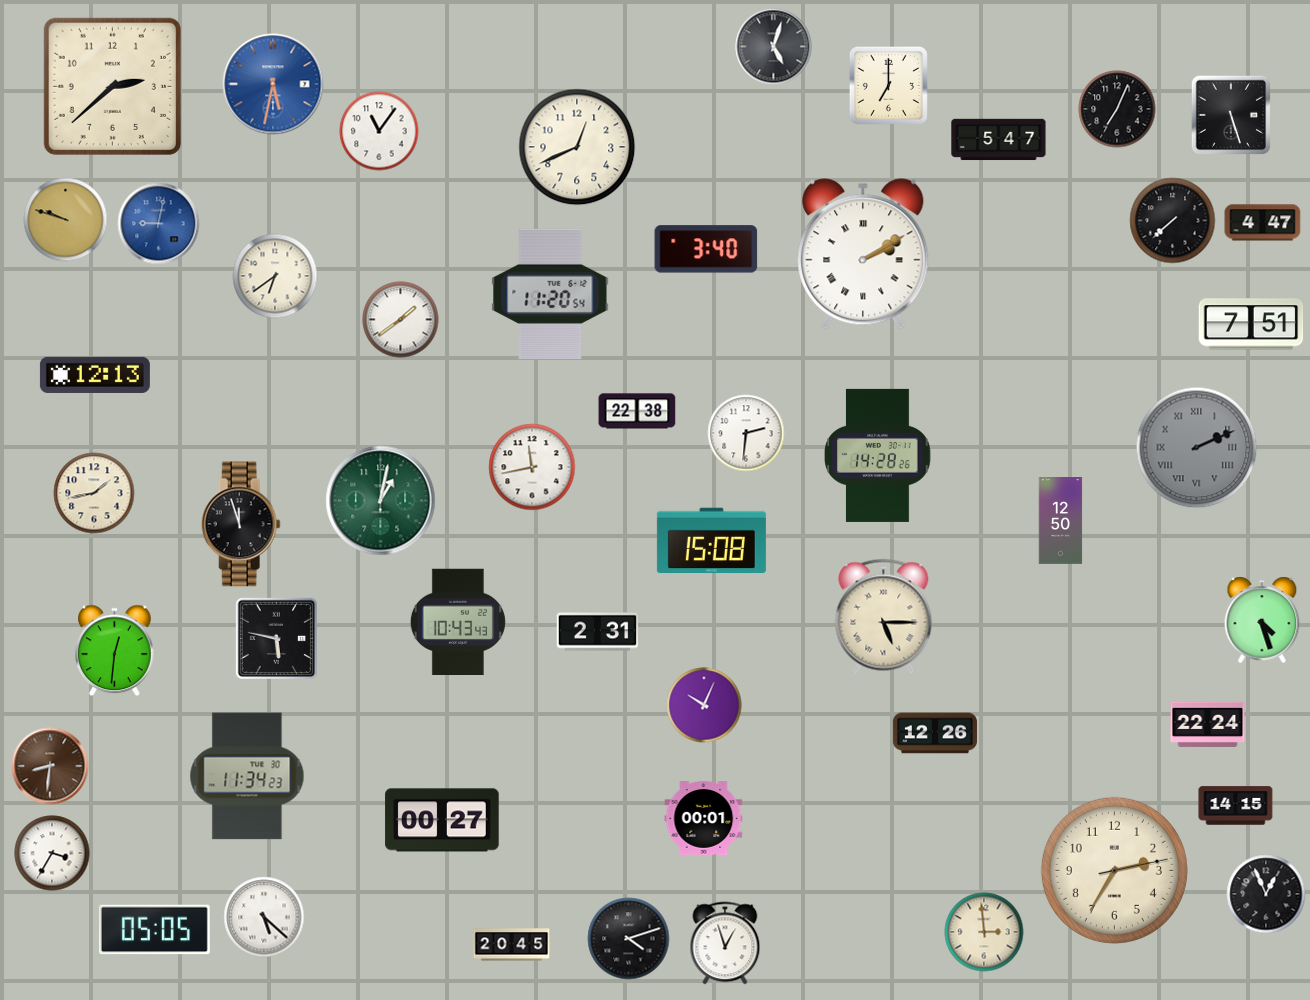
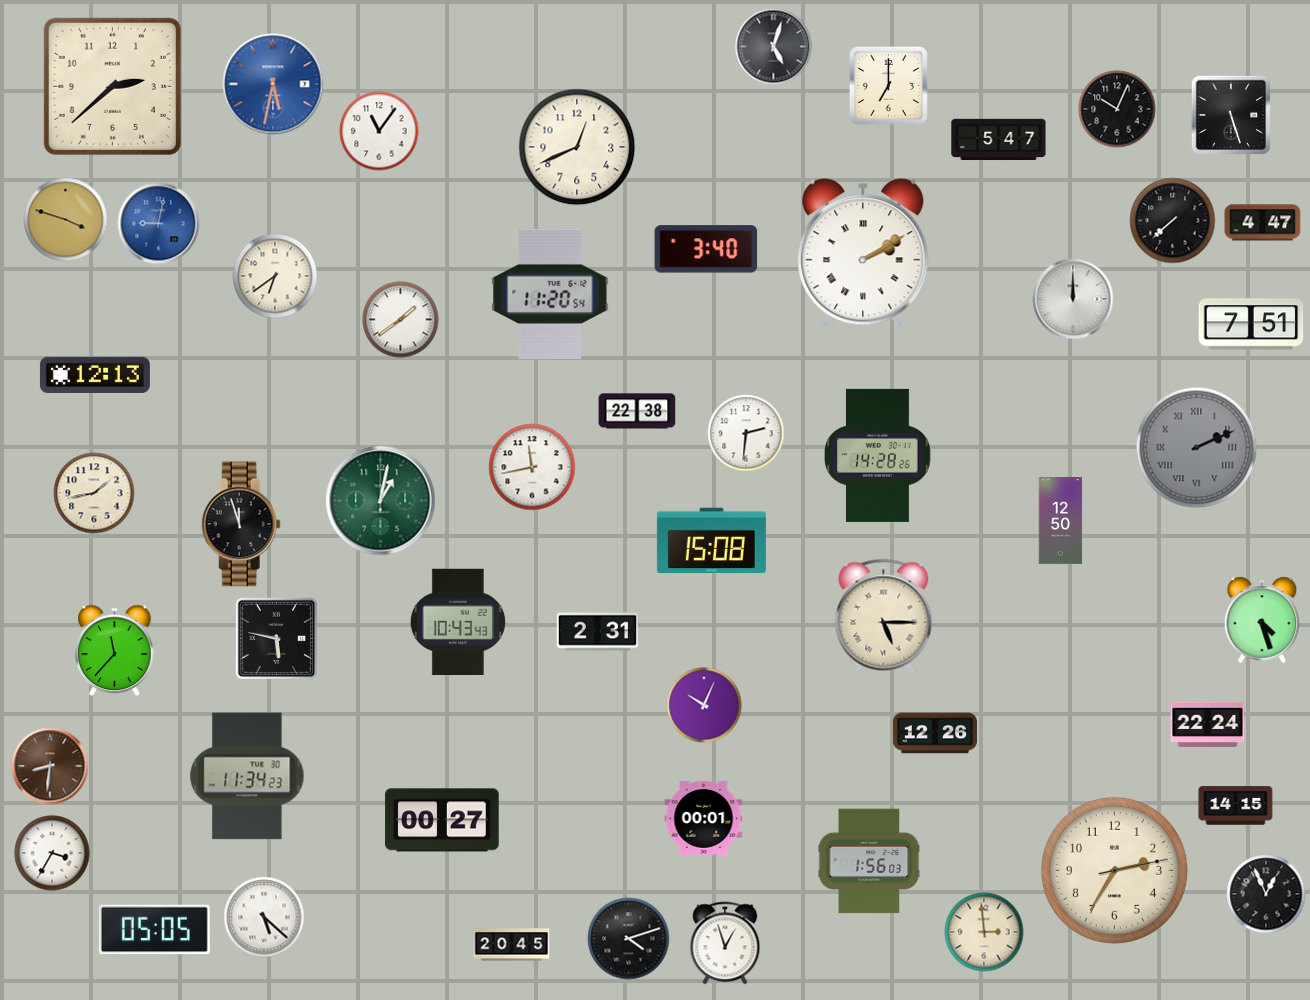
clock at (1117, 109): 7:04 -> 10:04
clock at (66, 220): 9:48 -> 3:48
clock at (1073, 299): none -> 12:00
clock at (115, 651): 12:31 -> 11:37
clock at (869, 861): none -> 1:56
